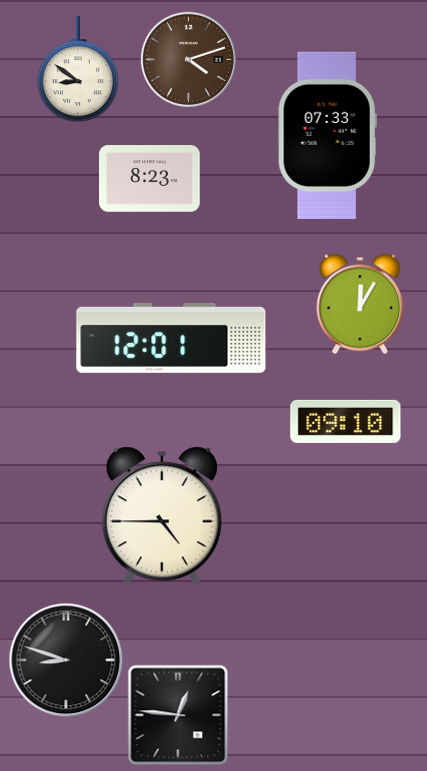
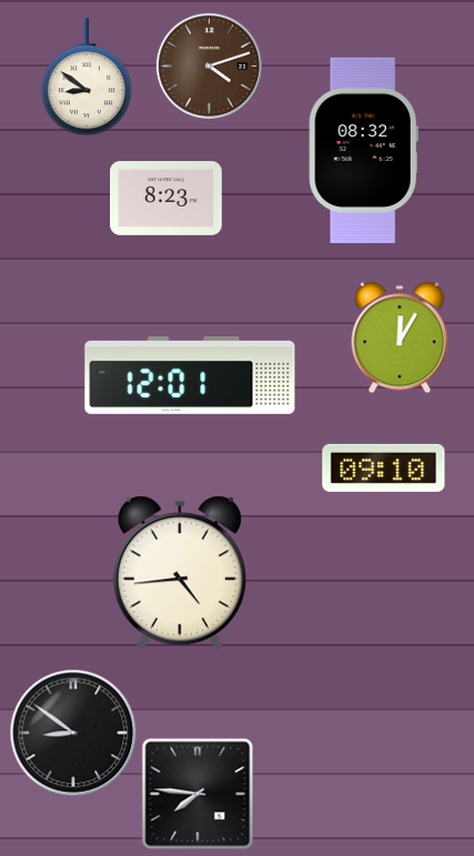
clock at (327, 135): 07:33 -> 08:32
clock at (162, 516): 4:45 -> 4:44
clock at (66, 660): 8:48 -> 8:51
clock at (178, 715): 12:46 -> 7:46
